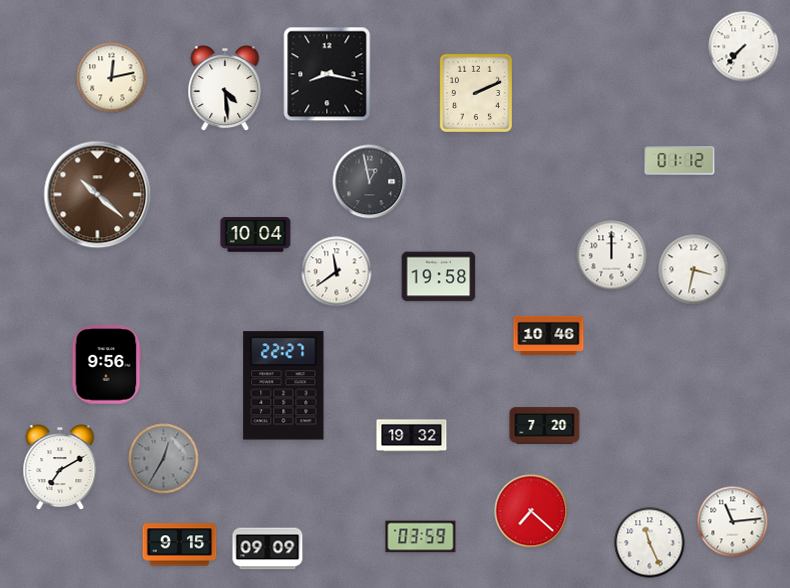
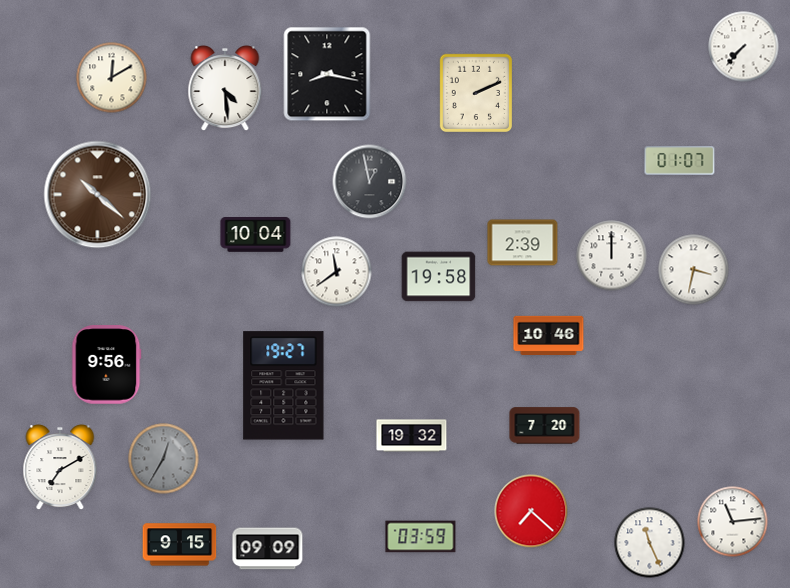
clock at (112, 78): 12:13 -> 12:10
clock at (680, 161): 01:12 -> 01:07
clock at (523, 243): none -> 2:39
clock at (284, 386): 22:27 -> 19:27
